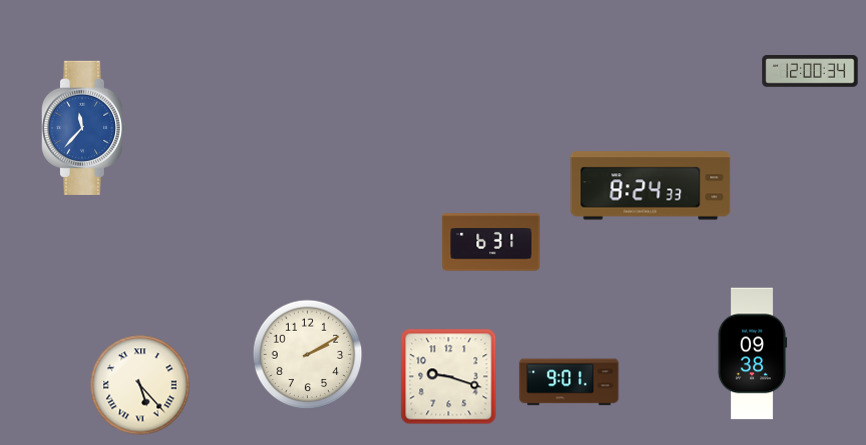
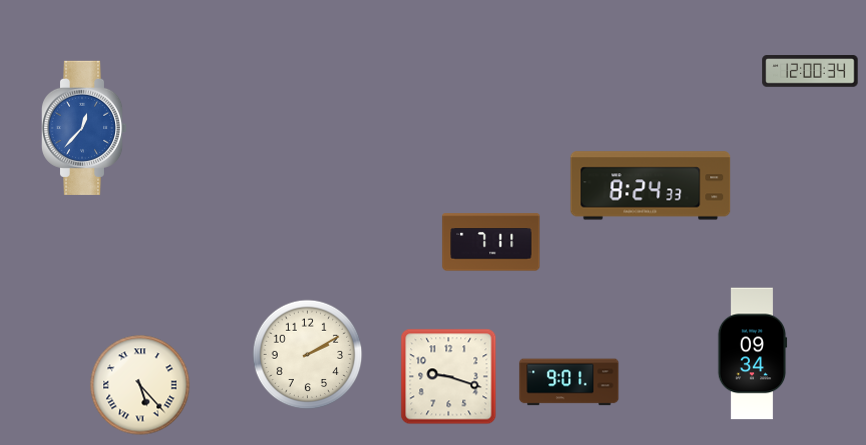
clock at (85, 128): 11:37 -> 12:37
clock at (491, 242): 6:31 -> 7:11
clock at (753, 354): 09:38 -> 09:34
